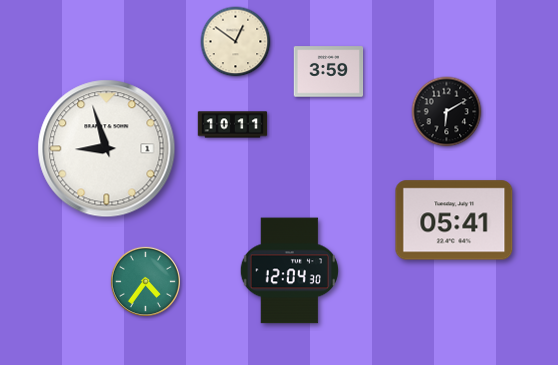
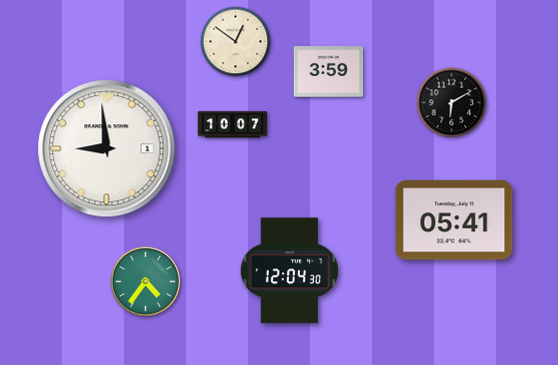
clock at (447, 112) position: (447, 112) -> (452, 103)
clock at (233, 125): 10:11 -> 10:07
clock at (107, 149): 8:57 -> 8:59
